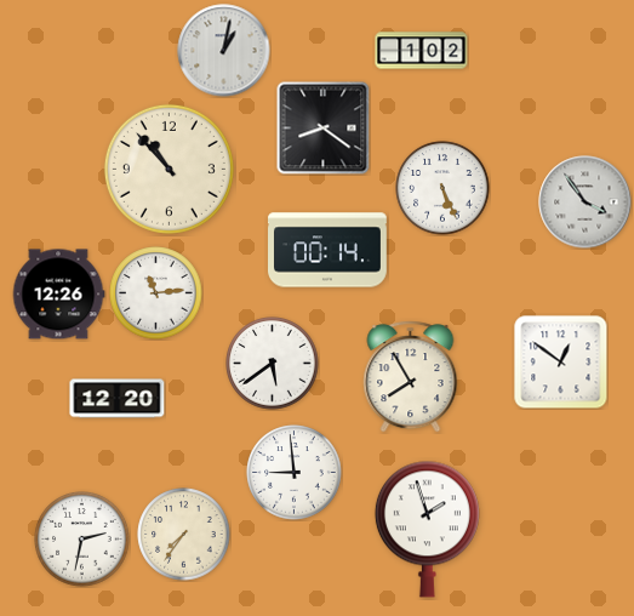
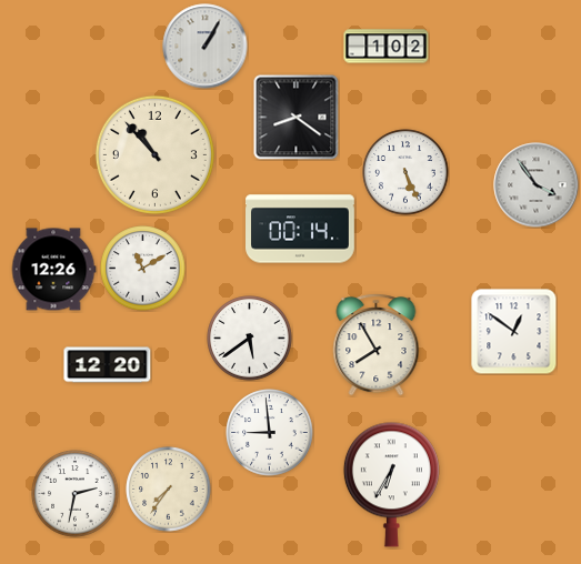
clock at (224, 51): 1:02 -> 1:05
clock at (156, 293): 11:14 -> 11:10
clock at (273, 364) position: (273, 364) -> (250, 339)
clock at (427, 529): 1:57 -> 6:35
